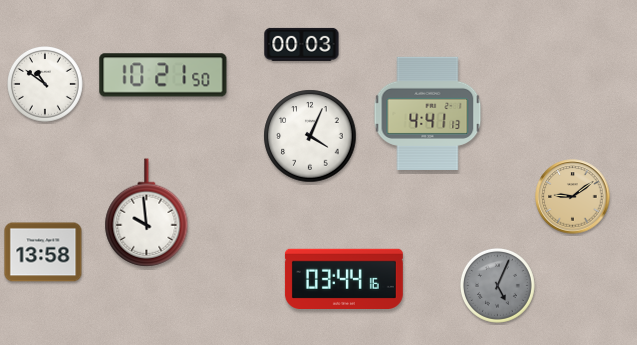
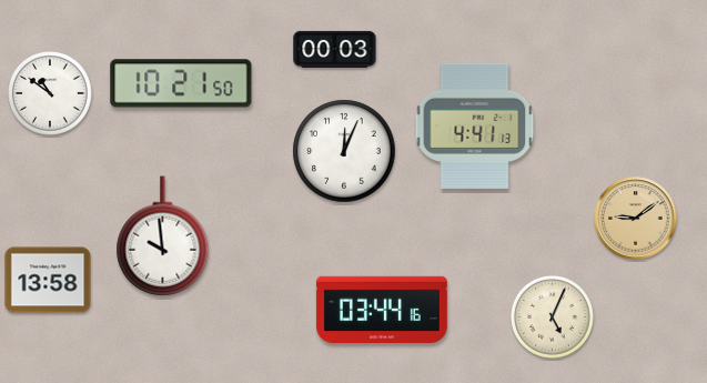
clock at (310, 136): 4:04 -> 12:04
clock at (498, 286) dial: grey -> cream
